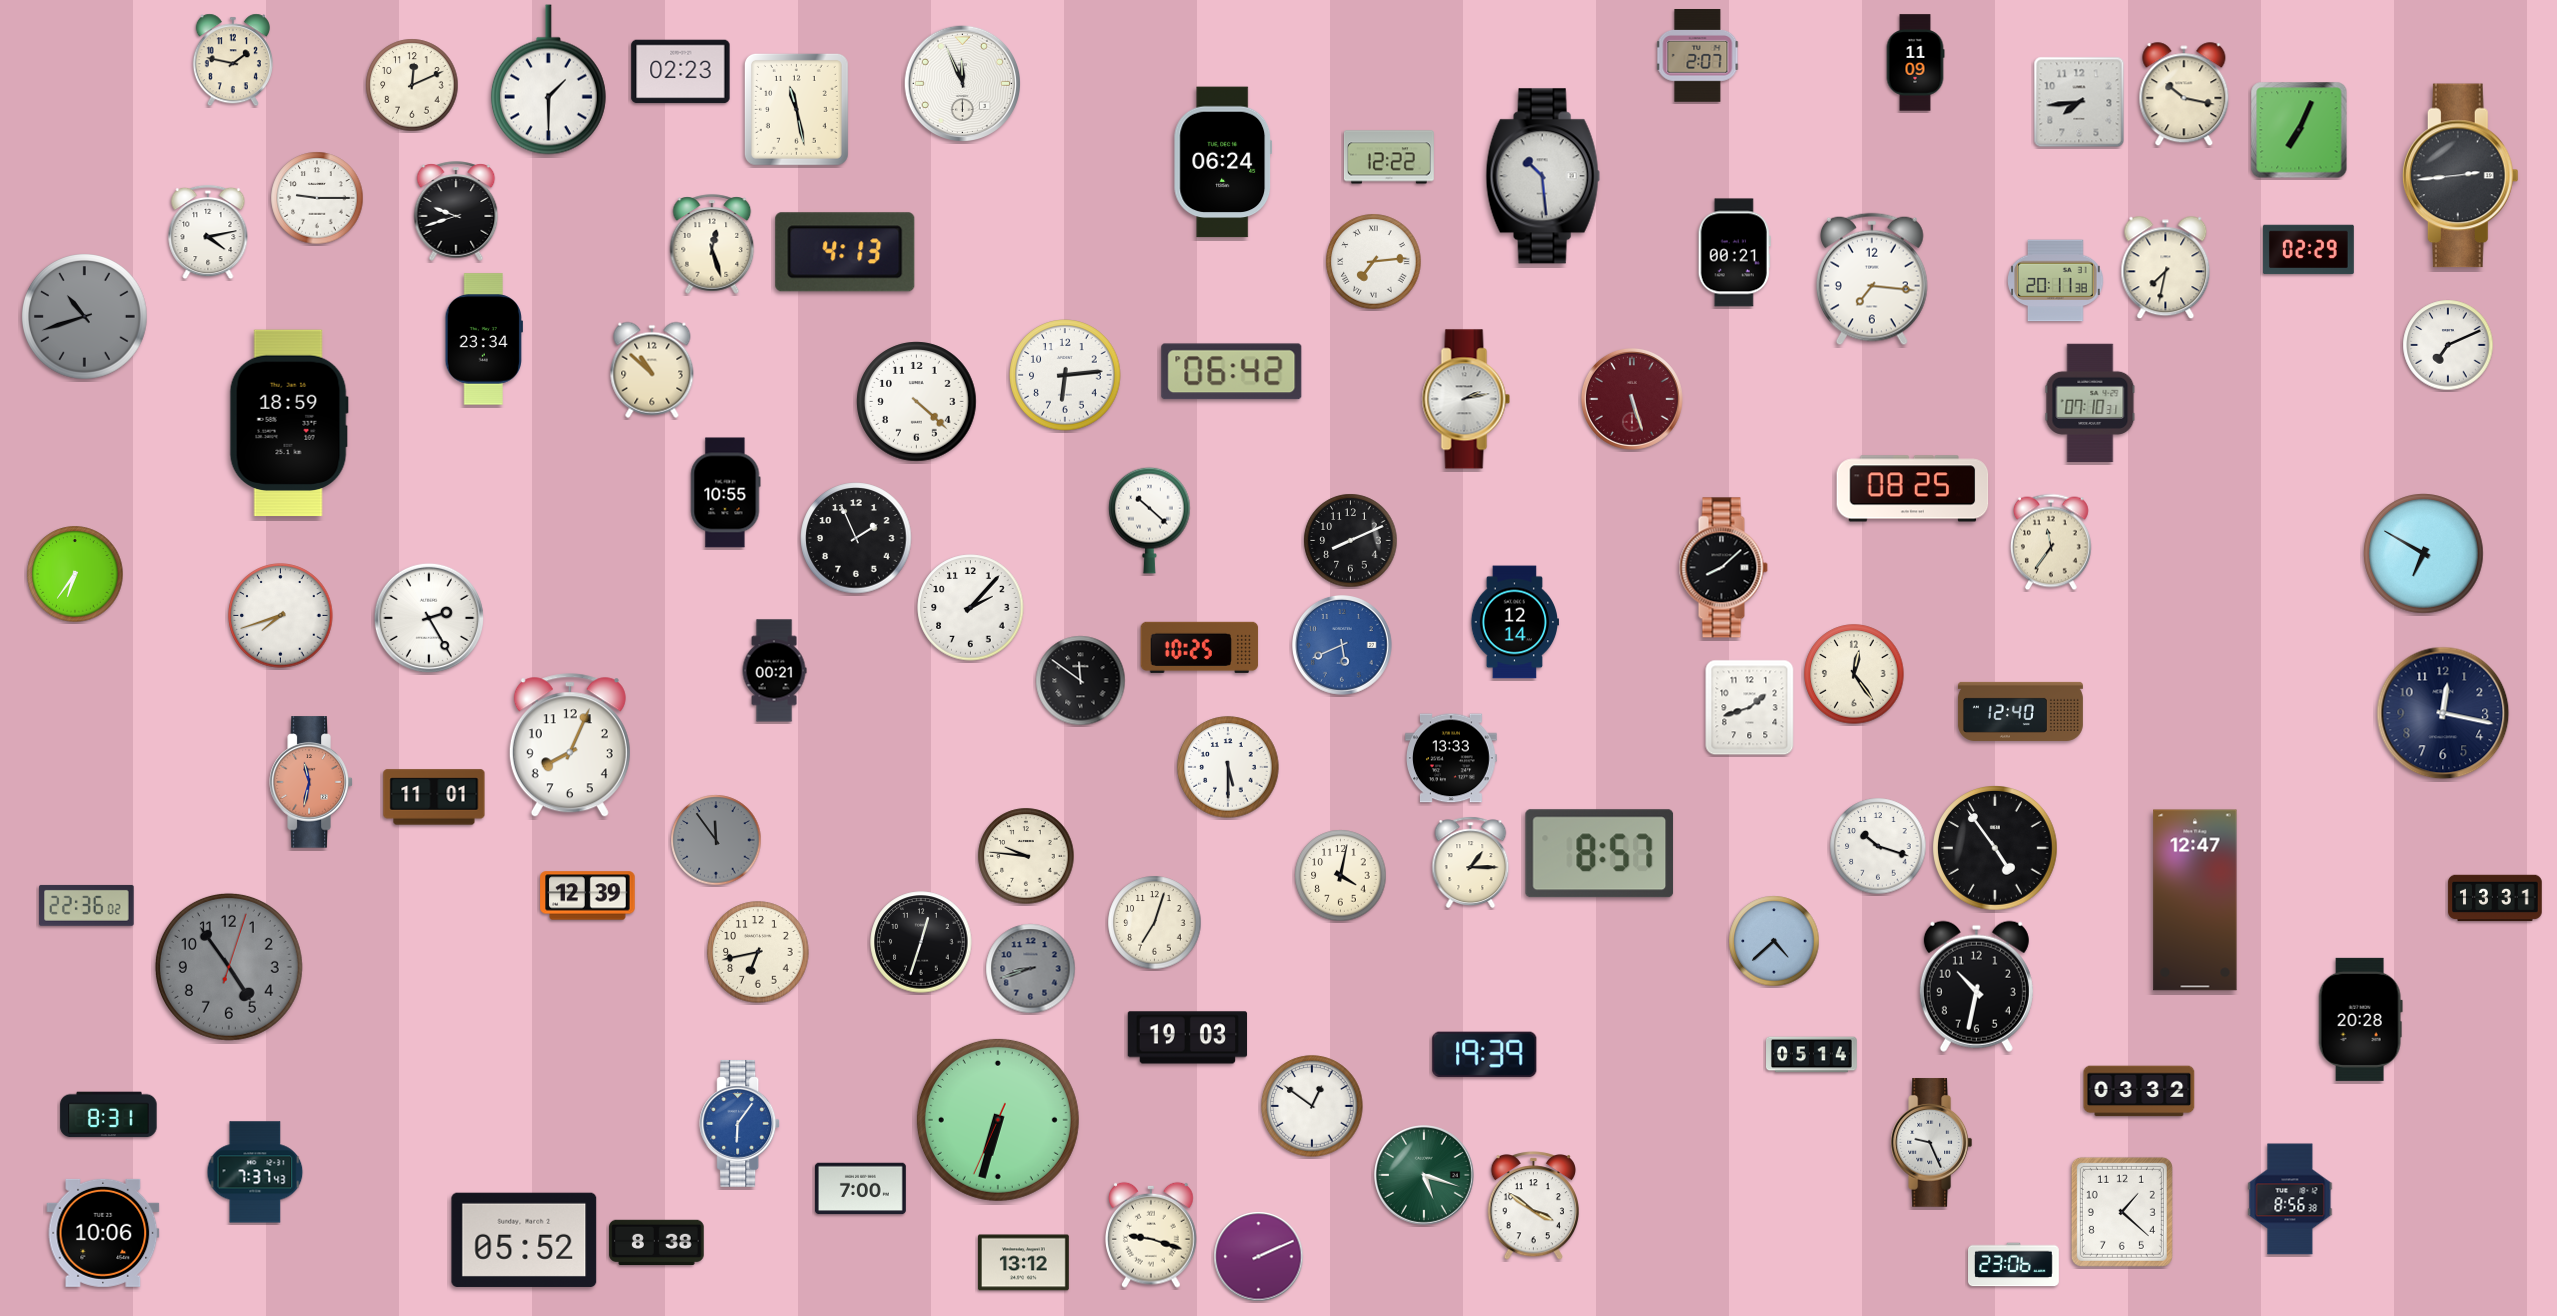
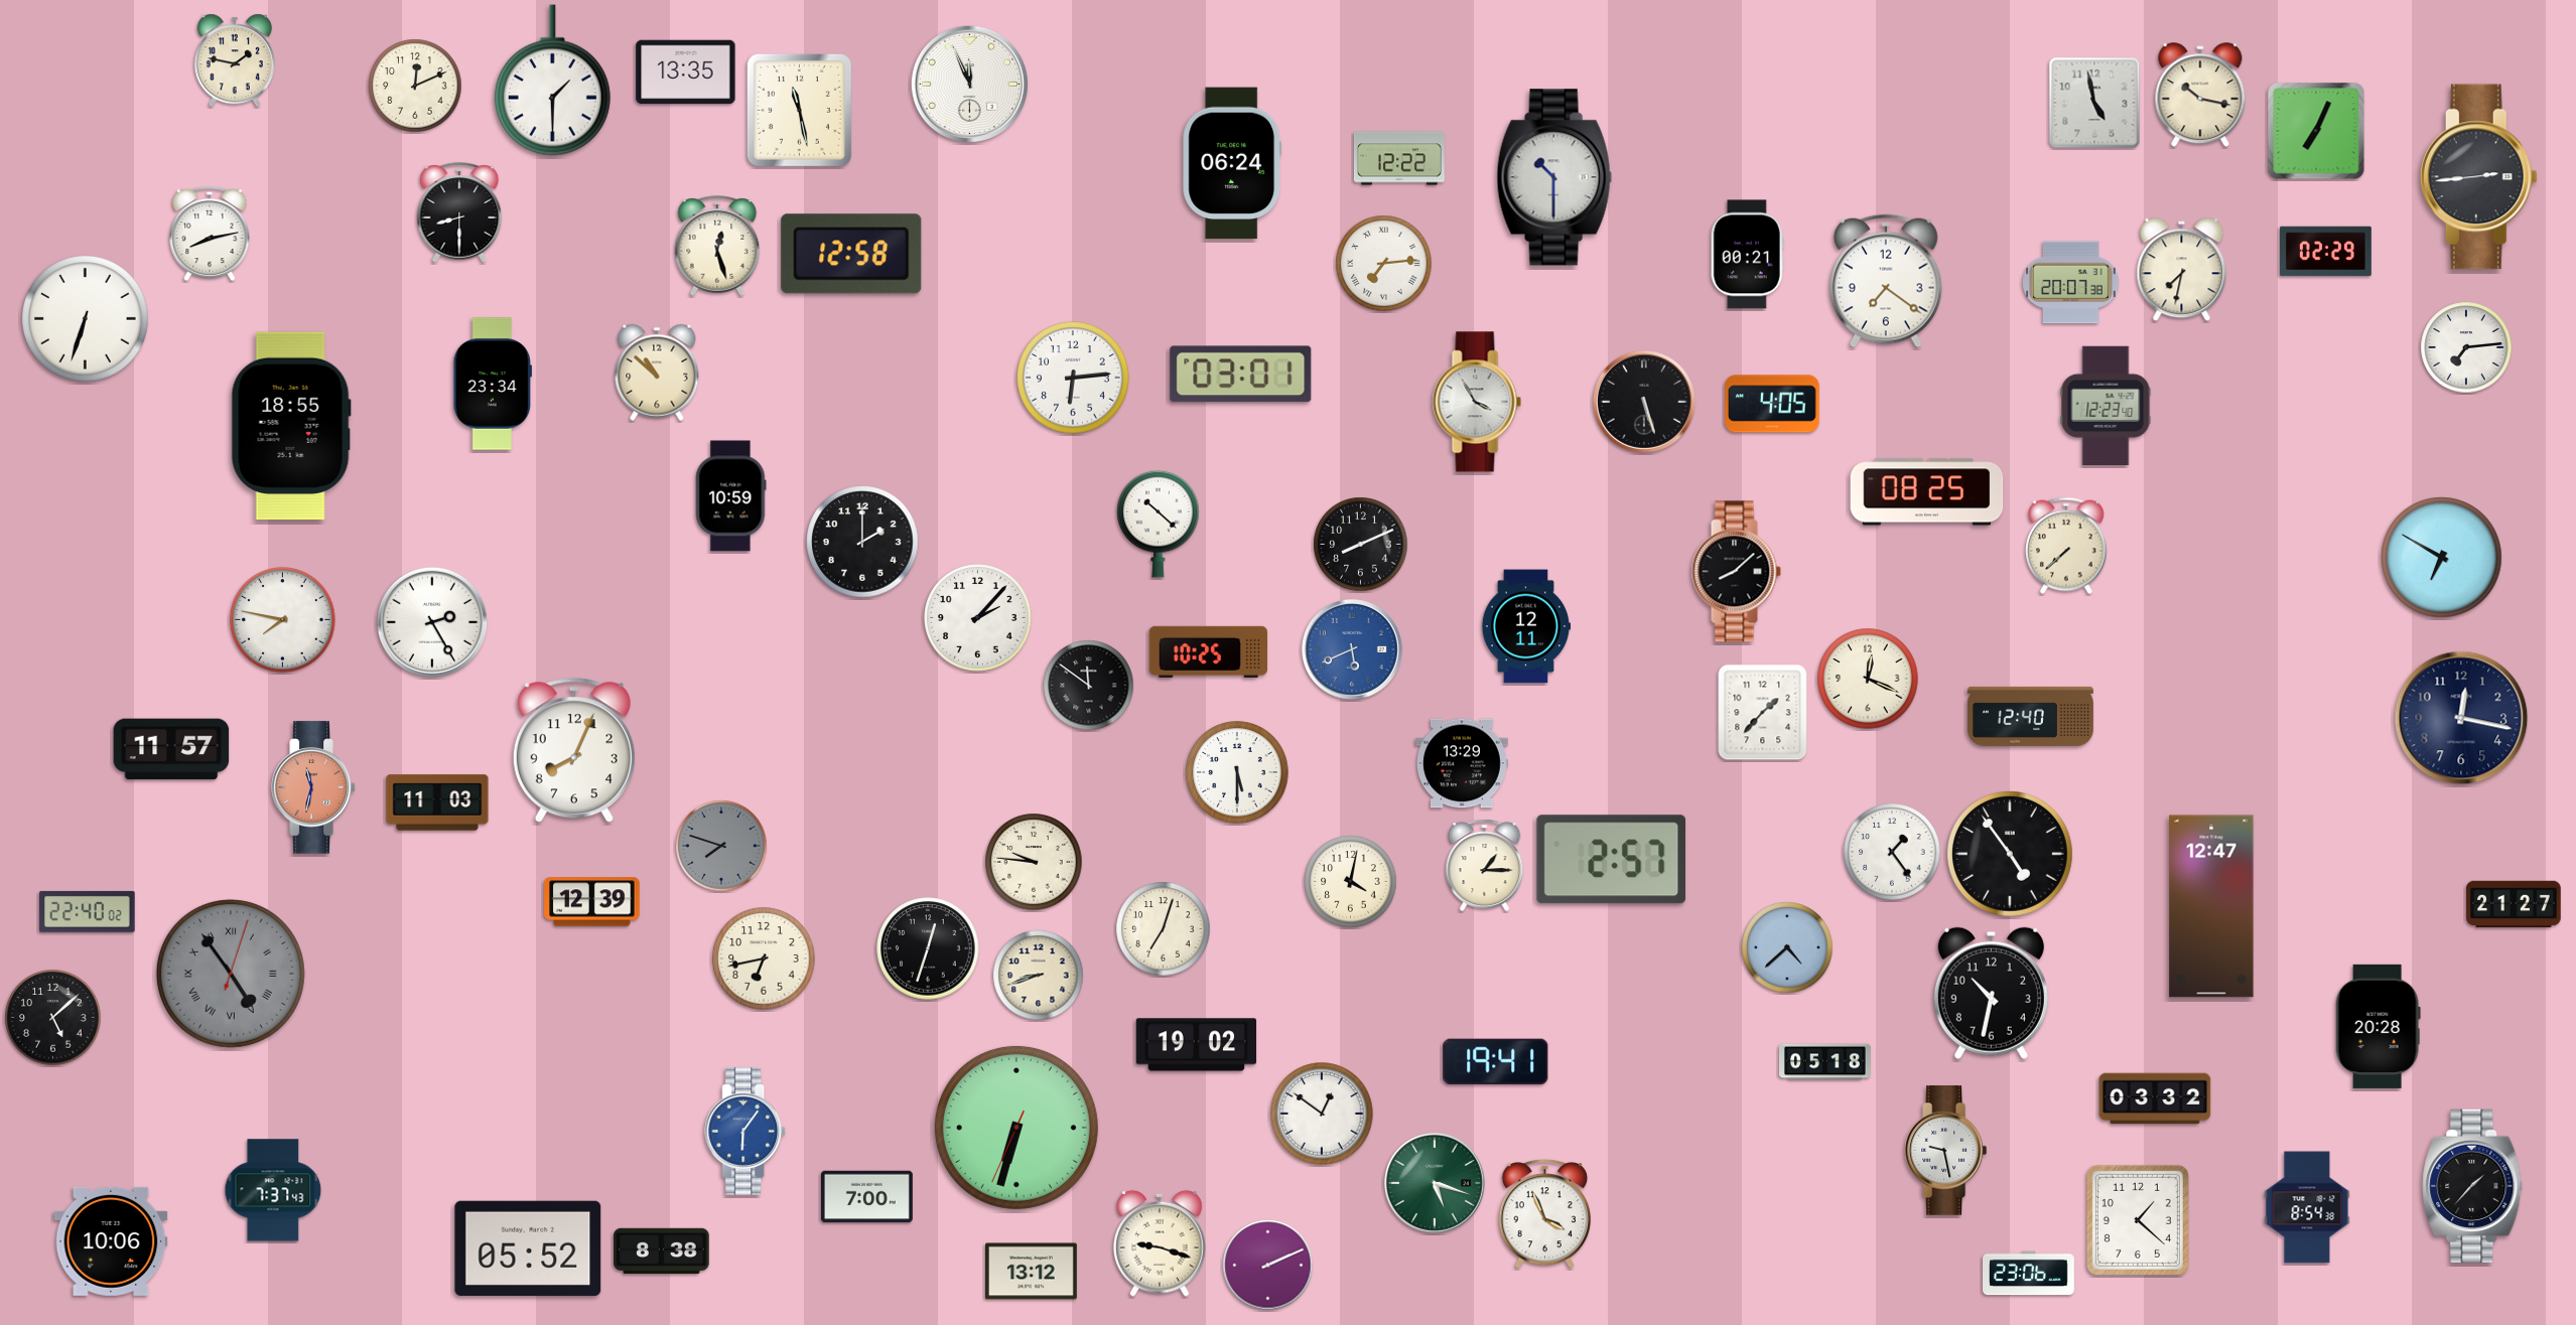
clock at (1698, 56): 2:07 -> none
clock at (1915, 63): 11:09 -> none
clock at (681, 72): 02:23 -> 13:35
clock at (2079, 102): 7:44 -> 4:58
clock at (796, 109) position: (796, 109) -> (799, 110)
clock at (1543, 176): 10:29 -> 10:30
clock at (317, 198): 9:15 -> none
clock at (456, 211): 9:42 -> 8:30
clock at (208, 232): 4:13 -> 8:13
clock at (845, 252): 4:13 -> 12:58
clock at (1873, 279): 7:16 -> 7:21
clock at (2056, 281): 20:11 -> 20:07
clock at (85, 317): 10:42 -> 6:33
clock at (85, 317) dial: grey -> white
clock at (484, 339) position: (484, 339) -> (493, 384)
clock at (2448, 345): 7:11 -> 7:14
clock at (1232, 372): 06:42 -> 03:01
clock at (1466, 399): 2:13 -> 3:55
clock at (1632, 399) dial: burgundy -> black
clock at (1773, 404): none -> 4:05
clock at (917, 402): 4:22 -> none
clock at (2090, 403): 07:10 -> 12:23
clock at (289, 423): 18:59 -> 18:55
clock at (725, 493): 10:55 -> 10:59
clock at (856, 538): 1:56 -> 2:00
clock at (2051, 542): 11:36 -> 7:38
clock at (75, 574): 6:36 -> none
clock at (971, 608) position: (971, 608) -> (978, 618)
clock at (281, 616): 7:42 -> 7:47
clock at (1515, 622): 12:14 -> 12:11
clock at (774, 671): 00:21 -> none
clock at (1854, 674): 12:24 -> 12:19
clock at (1750, 708): 1:42 -> 1:37
clock at (2020, 711) position: (2020, 711) -> (2030, 716)
clock at (171, 749): none -> 11:57
clock at (1452, 758): 13:33 -> 13:29
clock at (434, 797): 11:01 -> 11:03
clock at (716, 840): 11:54 -> 7:48
clock at (1878, 846): 10:18 -> 1:24
clock at (1600, 854): 8:57 -> 2:57
clock at (1471, 862) position: (1471, 862) -> (1485, 865)
clock at (2495, 898): 13:31 -> 21:27
clock at (87, 905): 22:36 -> 22:40
clock at (229, 967) numerals: Arabic -> Roman
clock at (1031, 969) dial: grey -> cream
clock at (53, 1018): none -> 5:08
clock at (1188, 1038): 19:03 -> 19:02
clock at (1485, 1054): 19:39 -> 19:41
clock at (1812, 1055): 05:14 -> 05:18
clock at (109, 1115): 8:31 -> none
clock at (998, 1120) position: (998, 1120) -> (1016, 1128)
clock at (1931, 1143): 9:26 -> 9:28
clock at (255, 1172) position: (255, 1172) -> (273, 1190)
clock at (2472, 1186): none -> 1:37
clock at (2290, 1199): 8:56 -> 8:54
clock at (1533, 1206): 3:51 -> 3:56
clock at (103, 1233) position: (103, 1233) -> (111, 1241)
